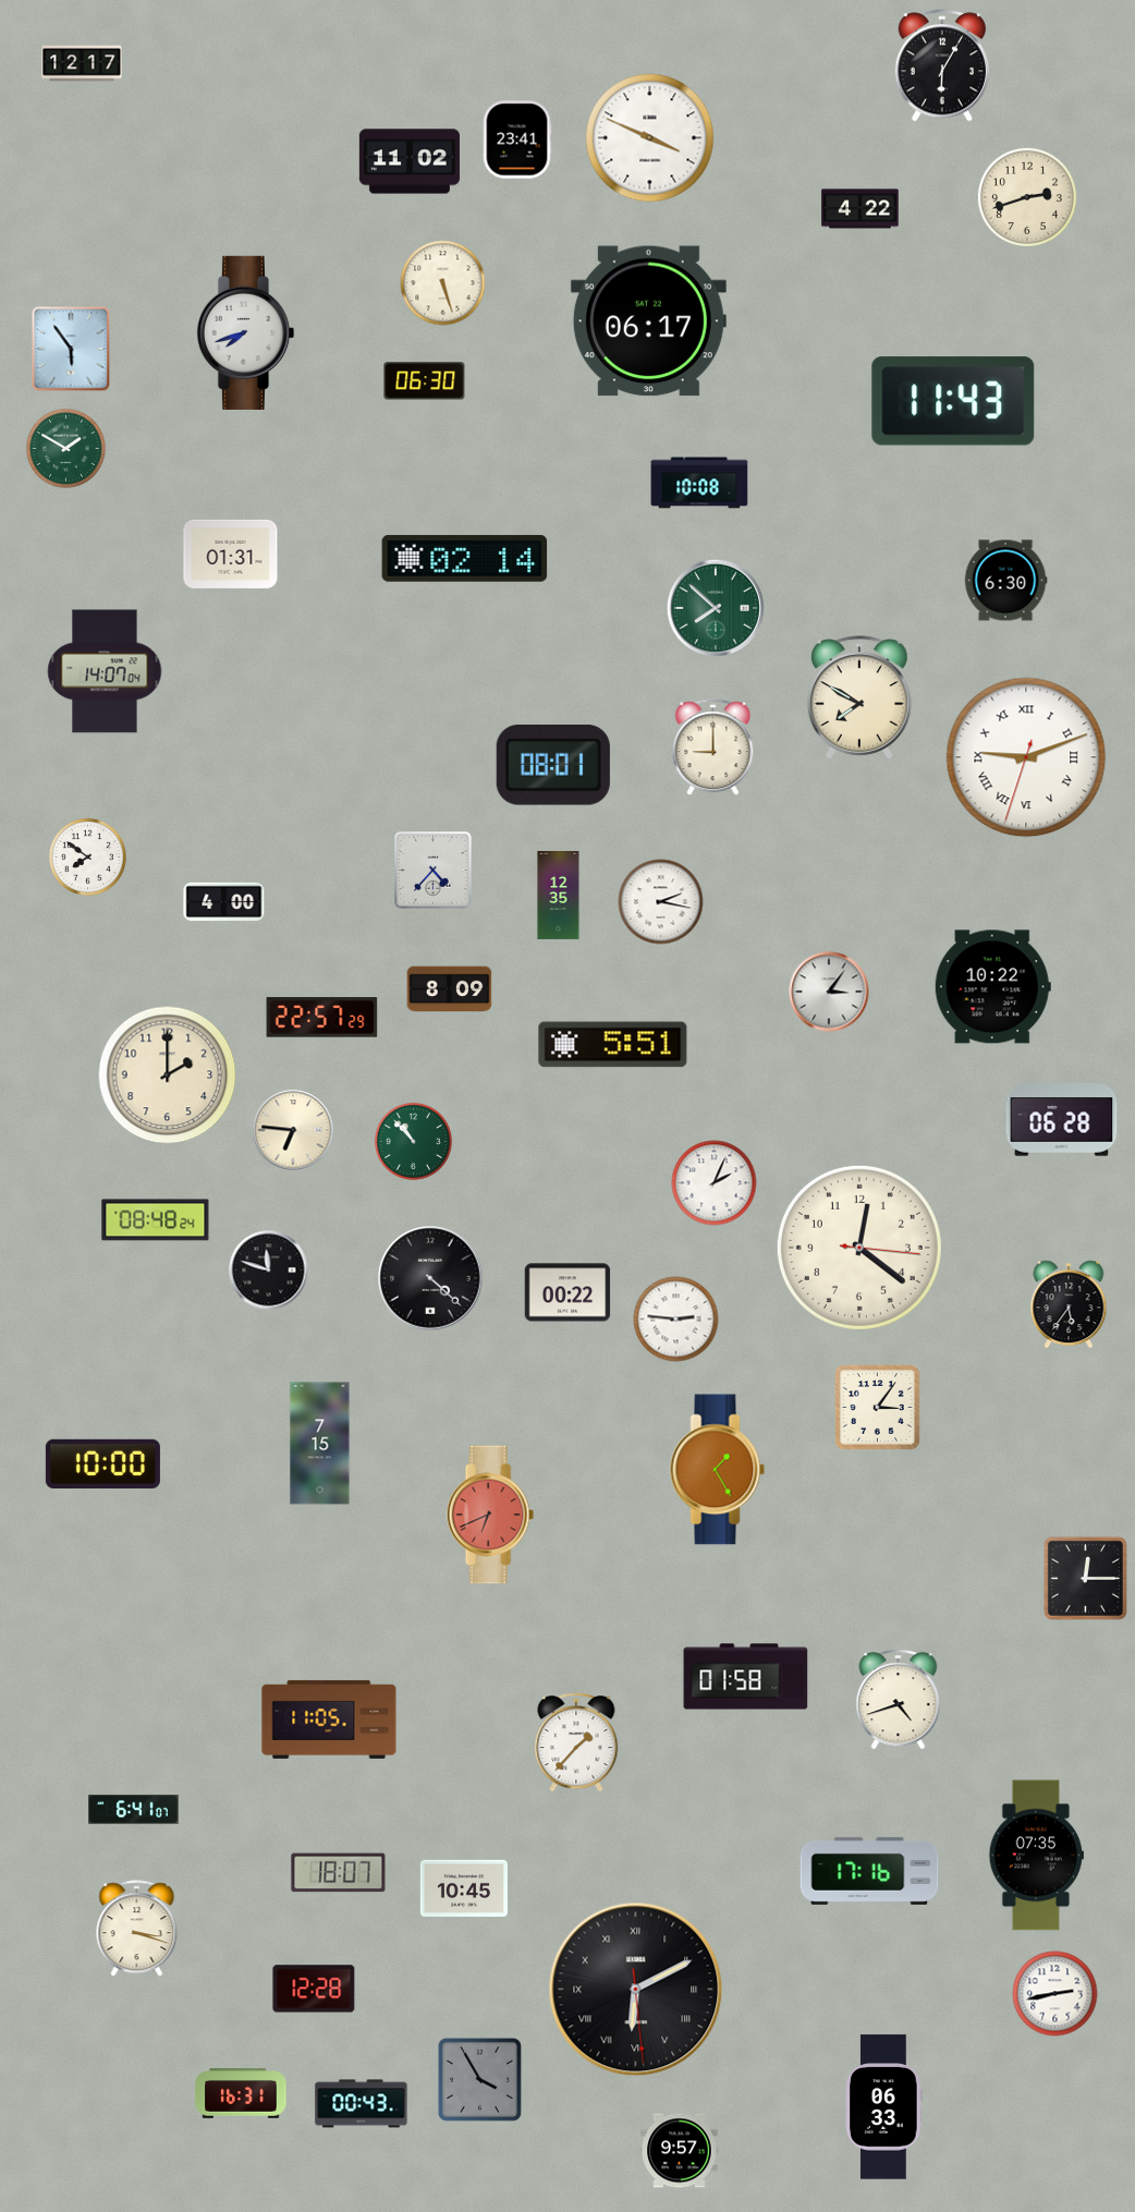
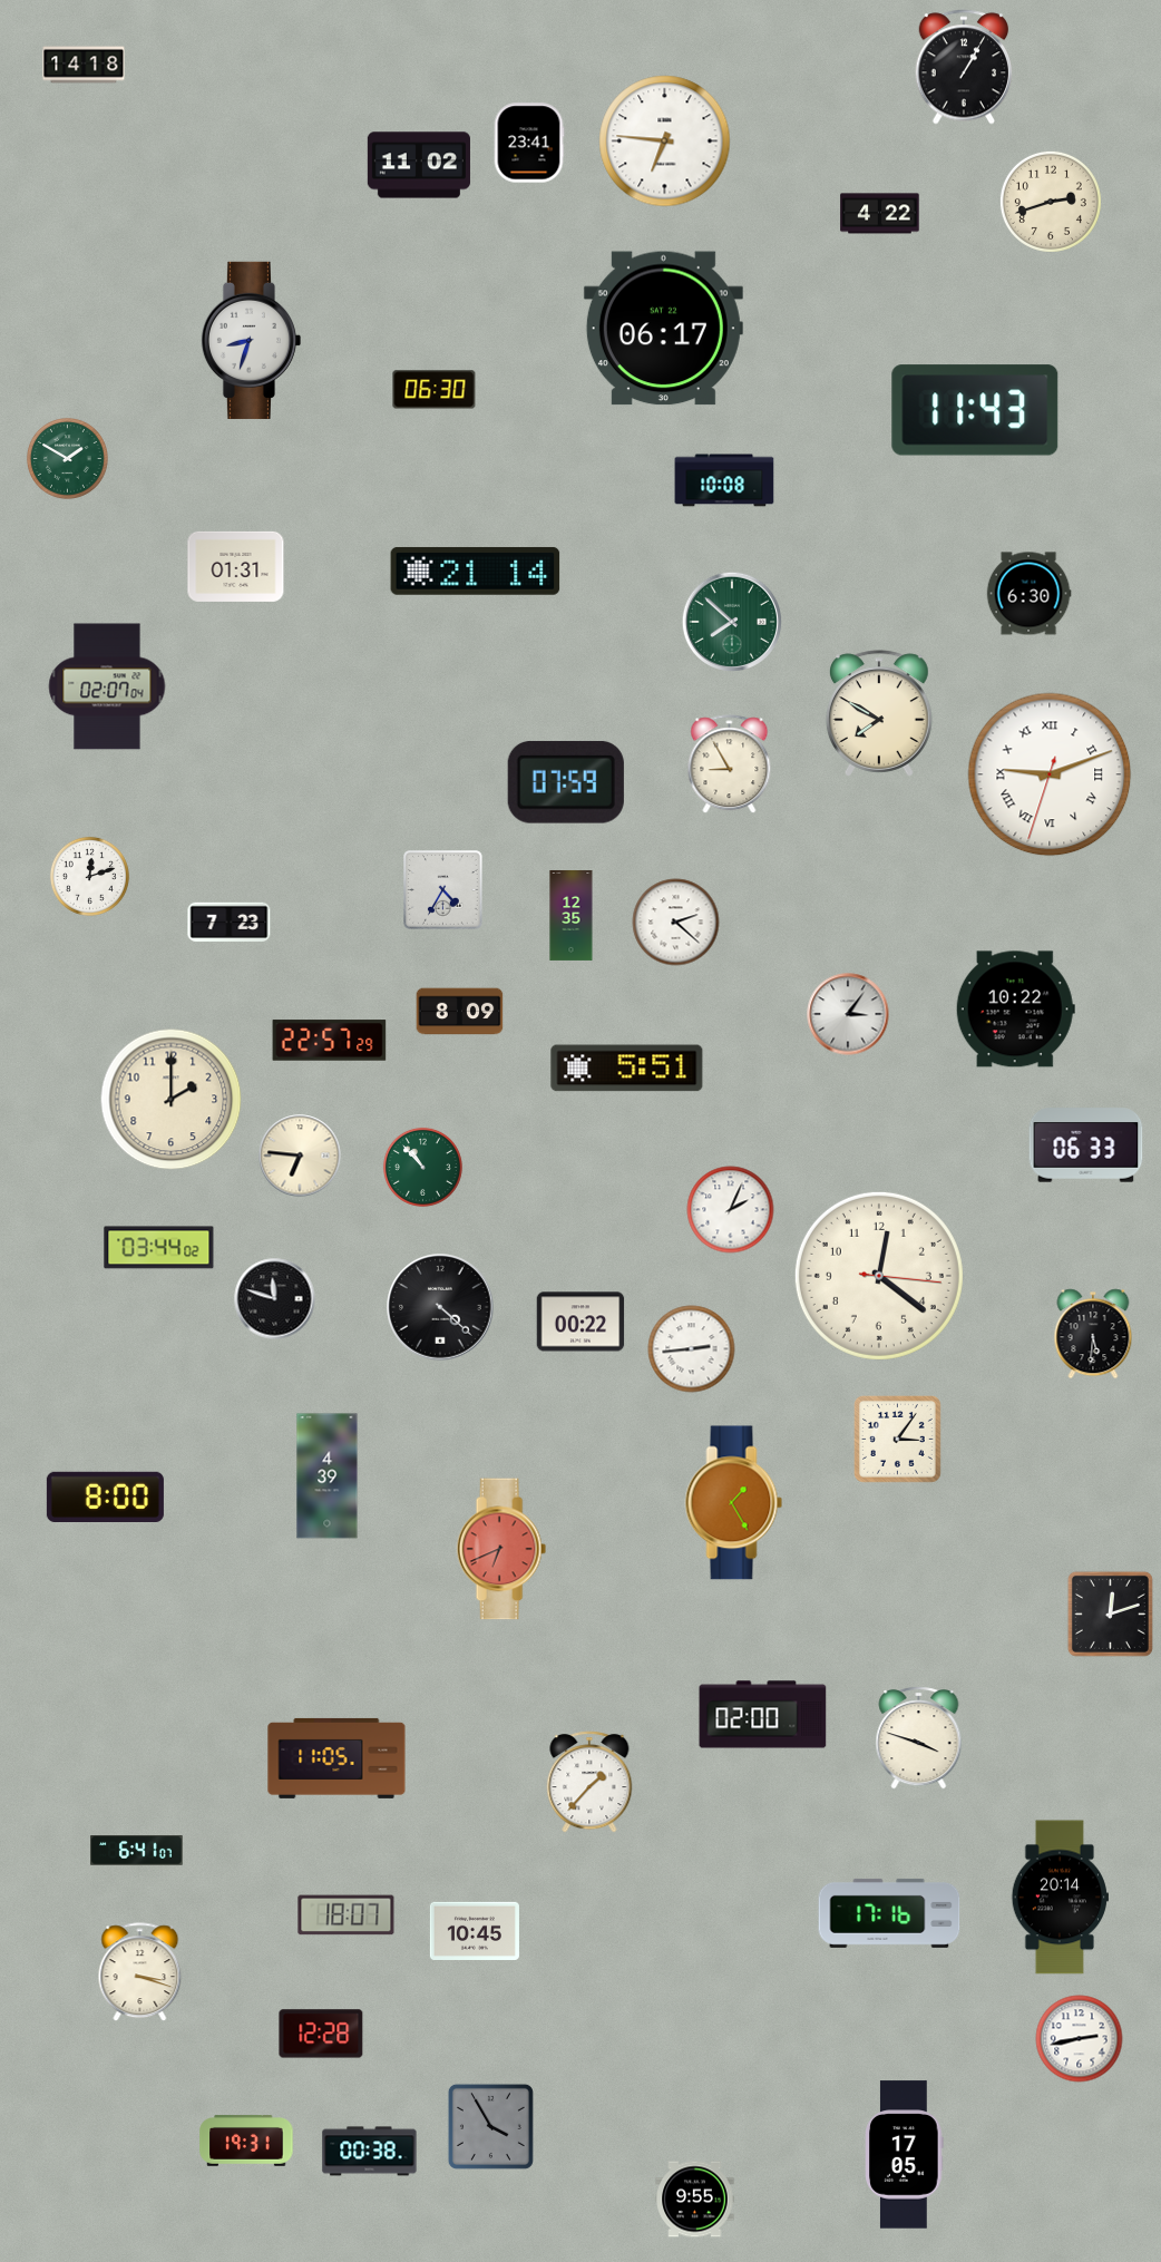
clock at (82, 63): 12:17 -> 14:18
clock at (942, 65): 6:05 -> 1:05
clock at (650, 138): 3:49 -> 6:46
clock at (443, 283): 5:27 -> none
clock at (245, 332): 7:42 -> 8:33
clock at (71, 349): 5:54 -> none
clock at (699, 483) position: (699, 483) -> (724, 480)
clock at (465, 559): 02:14 -> 21:14
clock at (105, 671): 14:07 -> 02:07
clock at (713, 748): 9:00 -> 8:55
clock at (553, 765): 08:01 -> 07:59
clock at (87, 856): 7:51 -> 12:12
clock at (434, 871): 4:37 -> 4:35
clock at (224, 902): 4:00 -> 7:23
clock at (661, 902): 2:17 -> 2:22
clock at (1062, 1120): 06:28 -> 06:33
clock at (156, 1220): 08:48 -> 03:44
clock at (1069, 1304): 5:36 -> 5:31
clock at (676, 1320): 2:46 -> 2:44
clock at (320, 1444): 7:15 -> 4:39
clock at (102, 1463): 10:00 -> 8:00
clock at (1085, 1578): 12:15 -> 12:12
clock at (746, 1677): 01:58 -> 02:00
clock at (899, 1700): 4:42 -> 3:48
clock at (1036, 1856): 07:35 -> 20:14
clock at (636, 1990): 6:10 -> none
clock at (241, 2093): 16:31 -> 19:31
clock at (362, 2104): 00:43 -> 00:38
clock at (884, 2107): 06:33 -> 17:05
clock at (680, 2151): 9:57 -> 9:55
